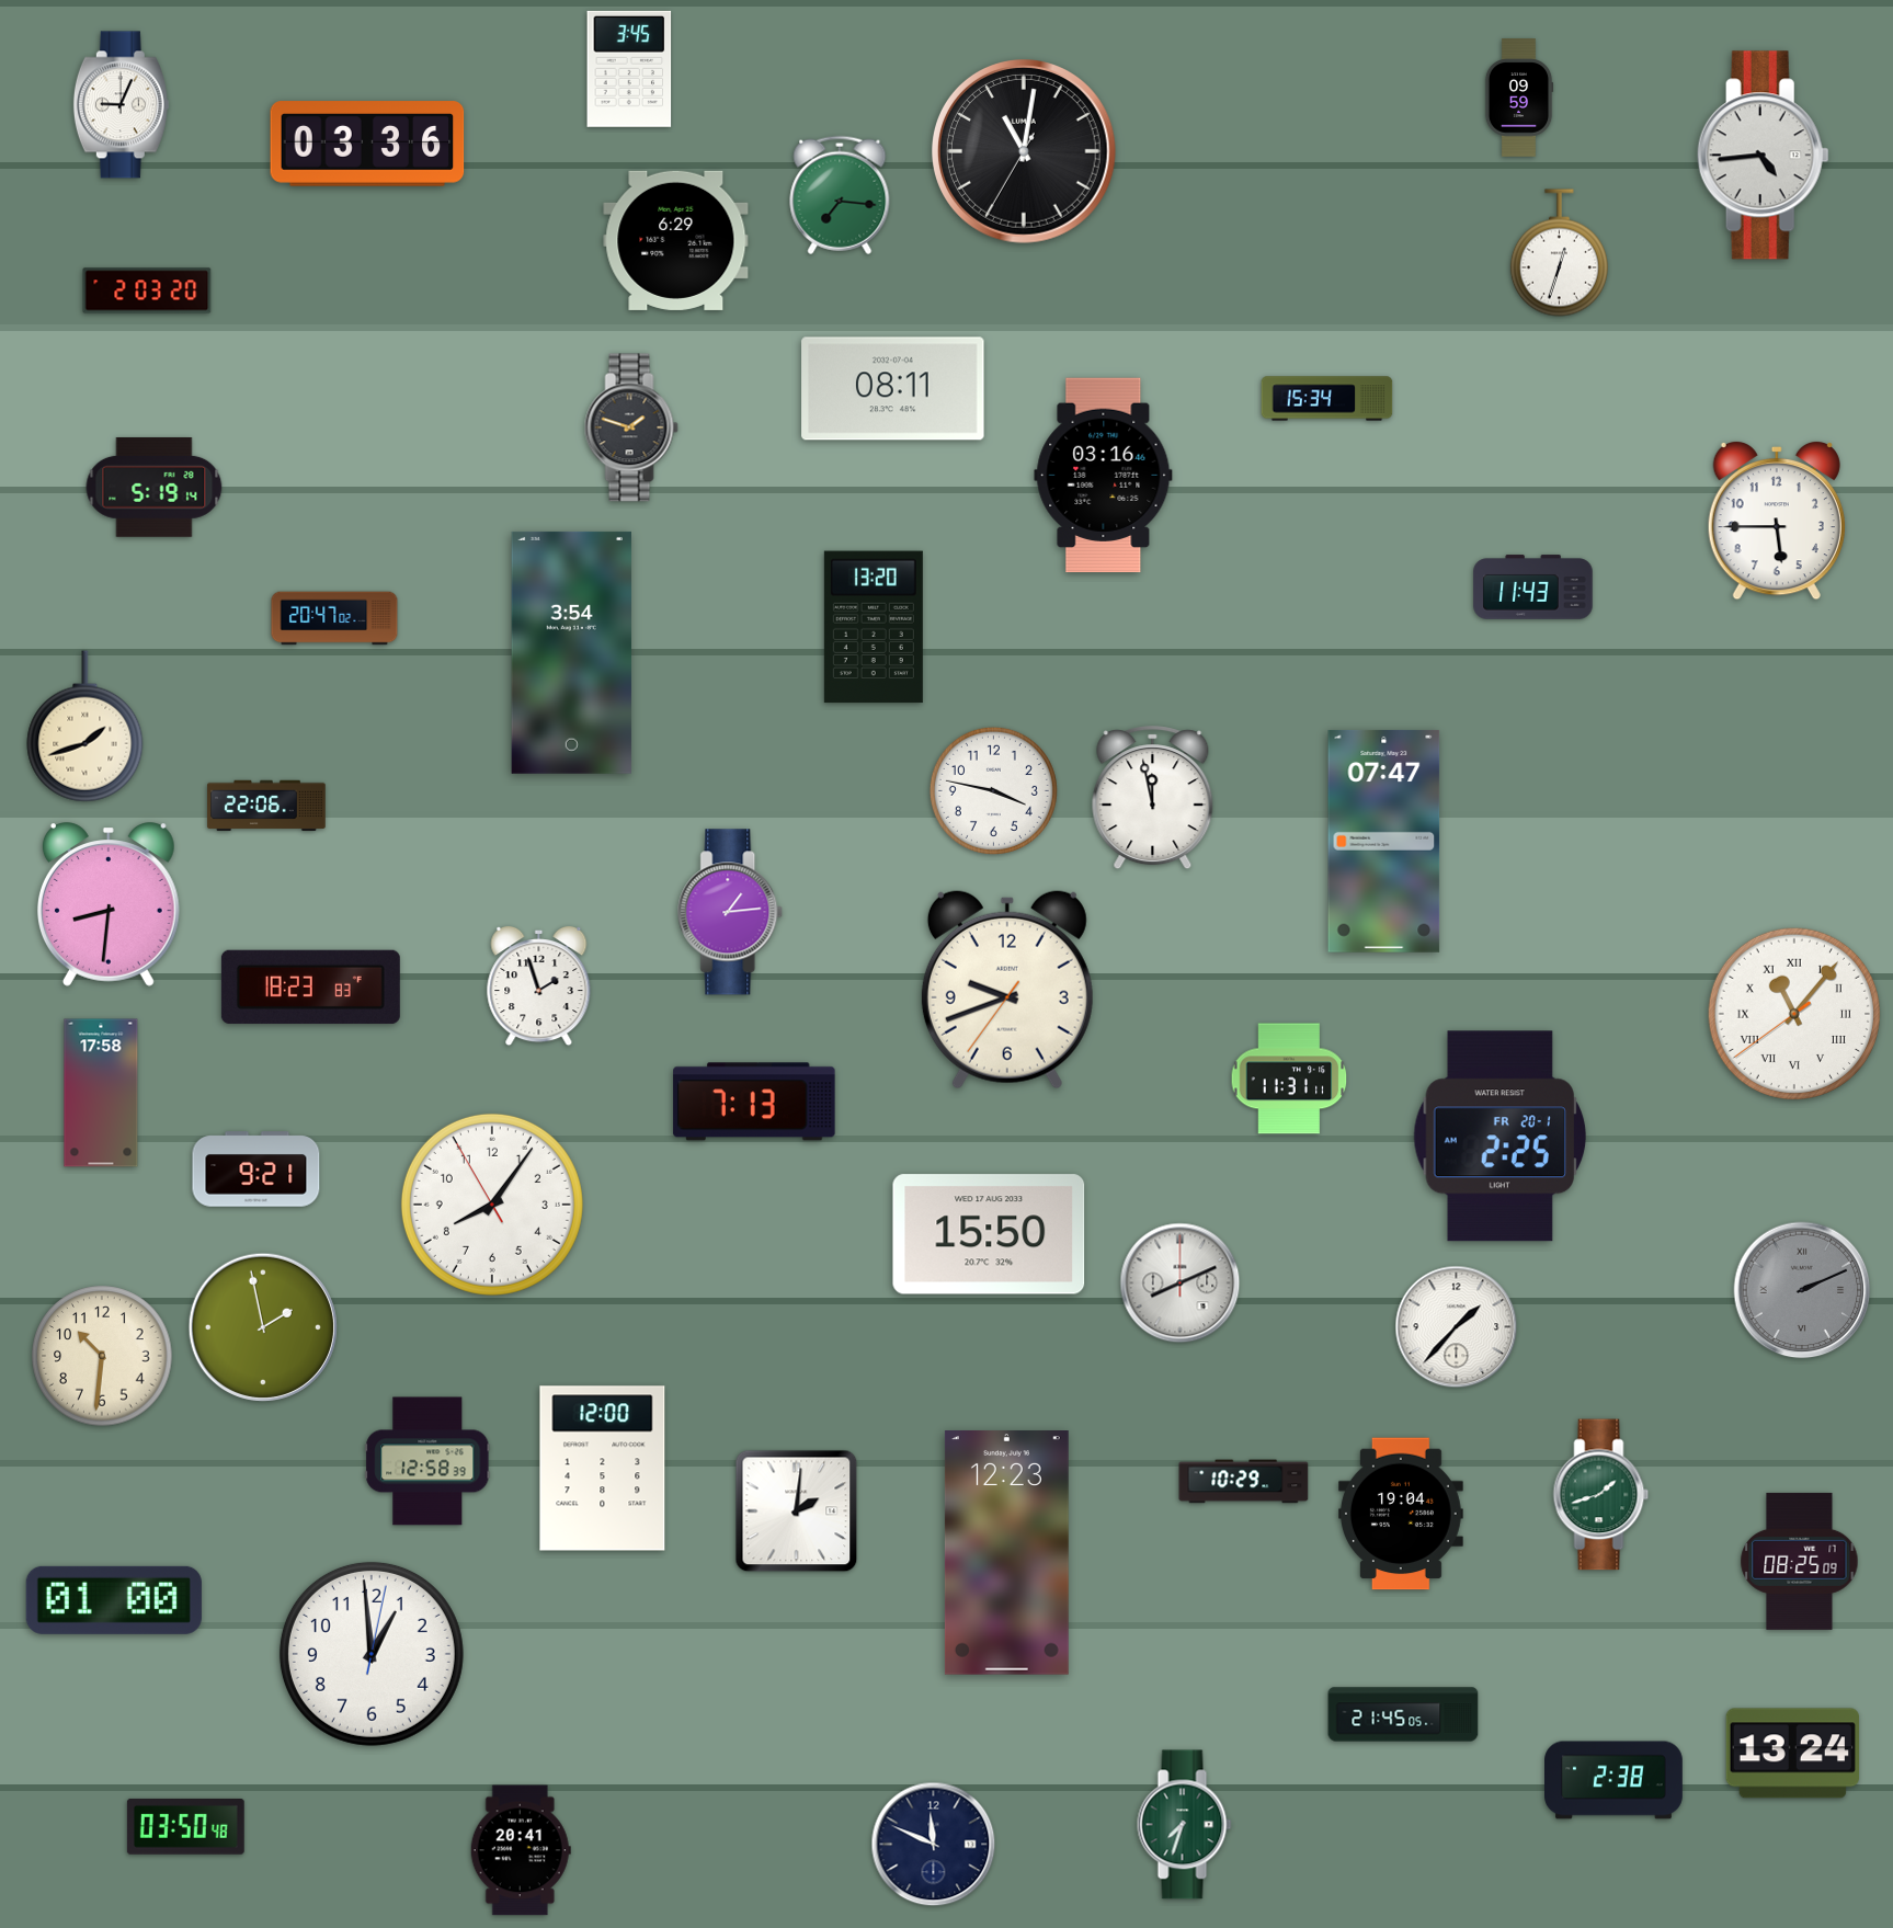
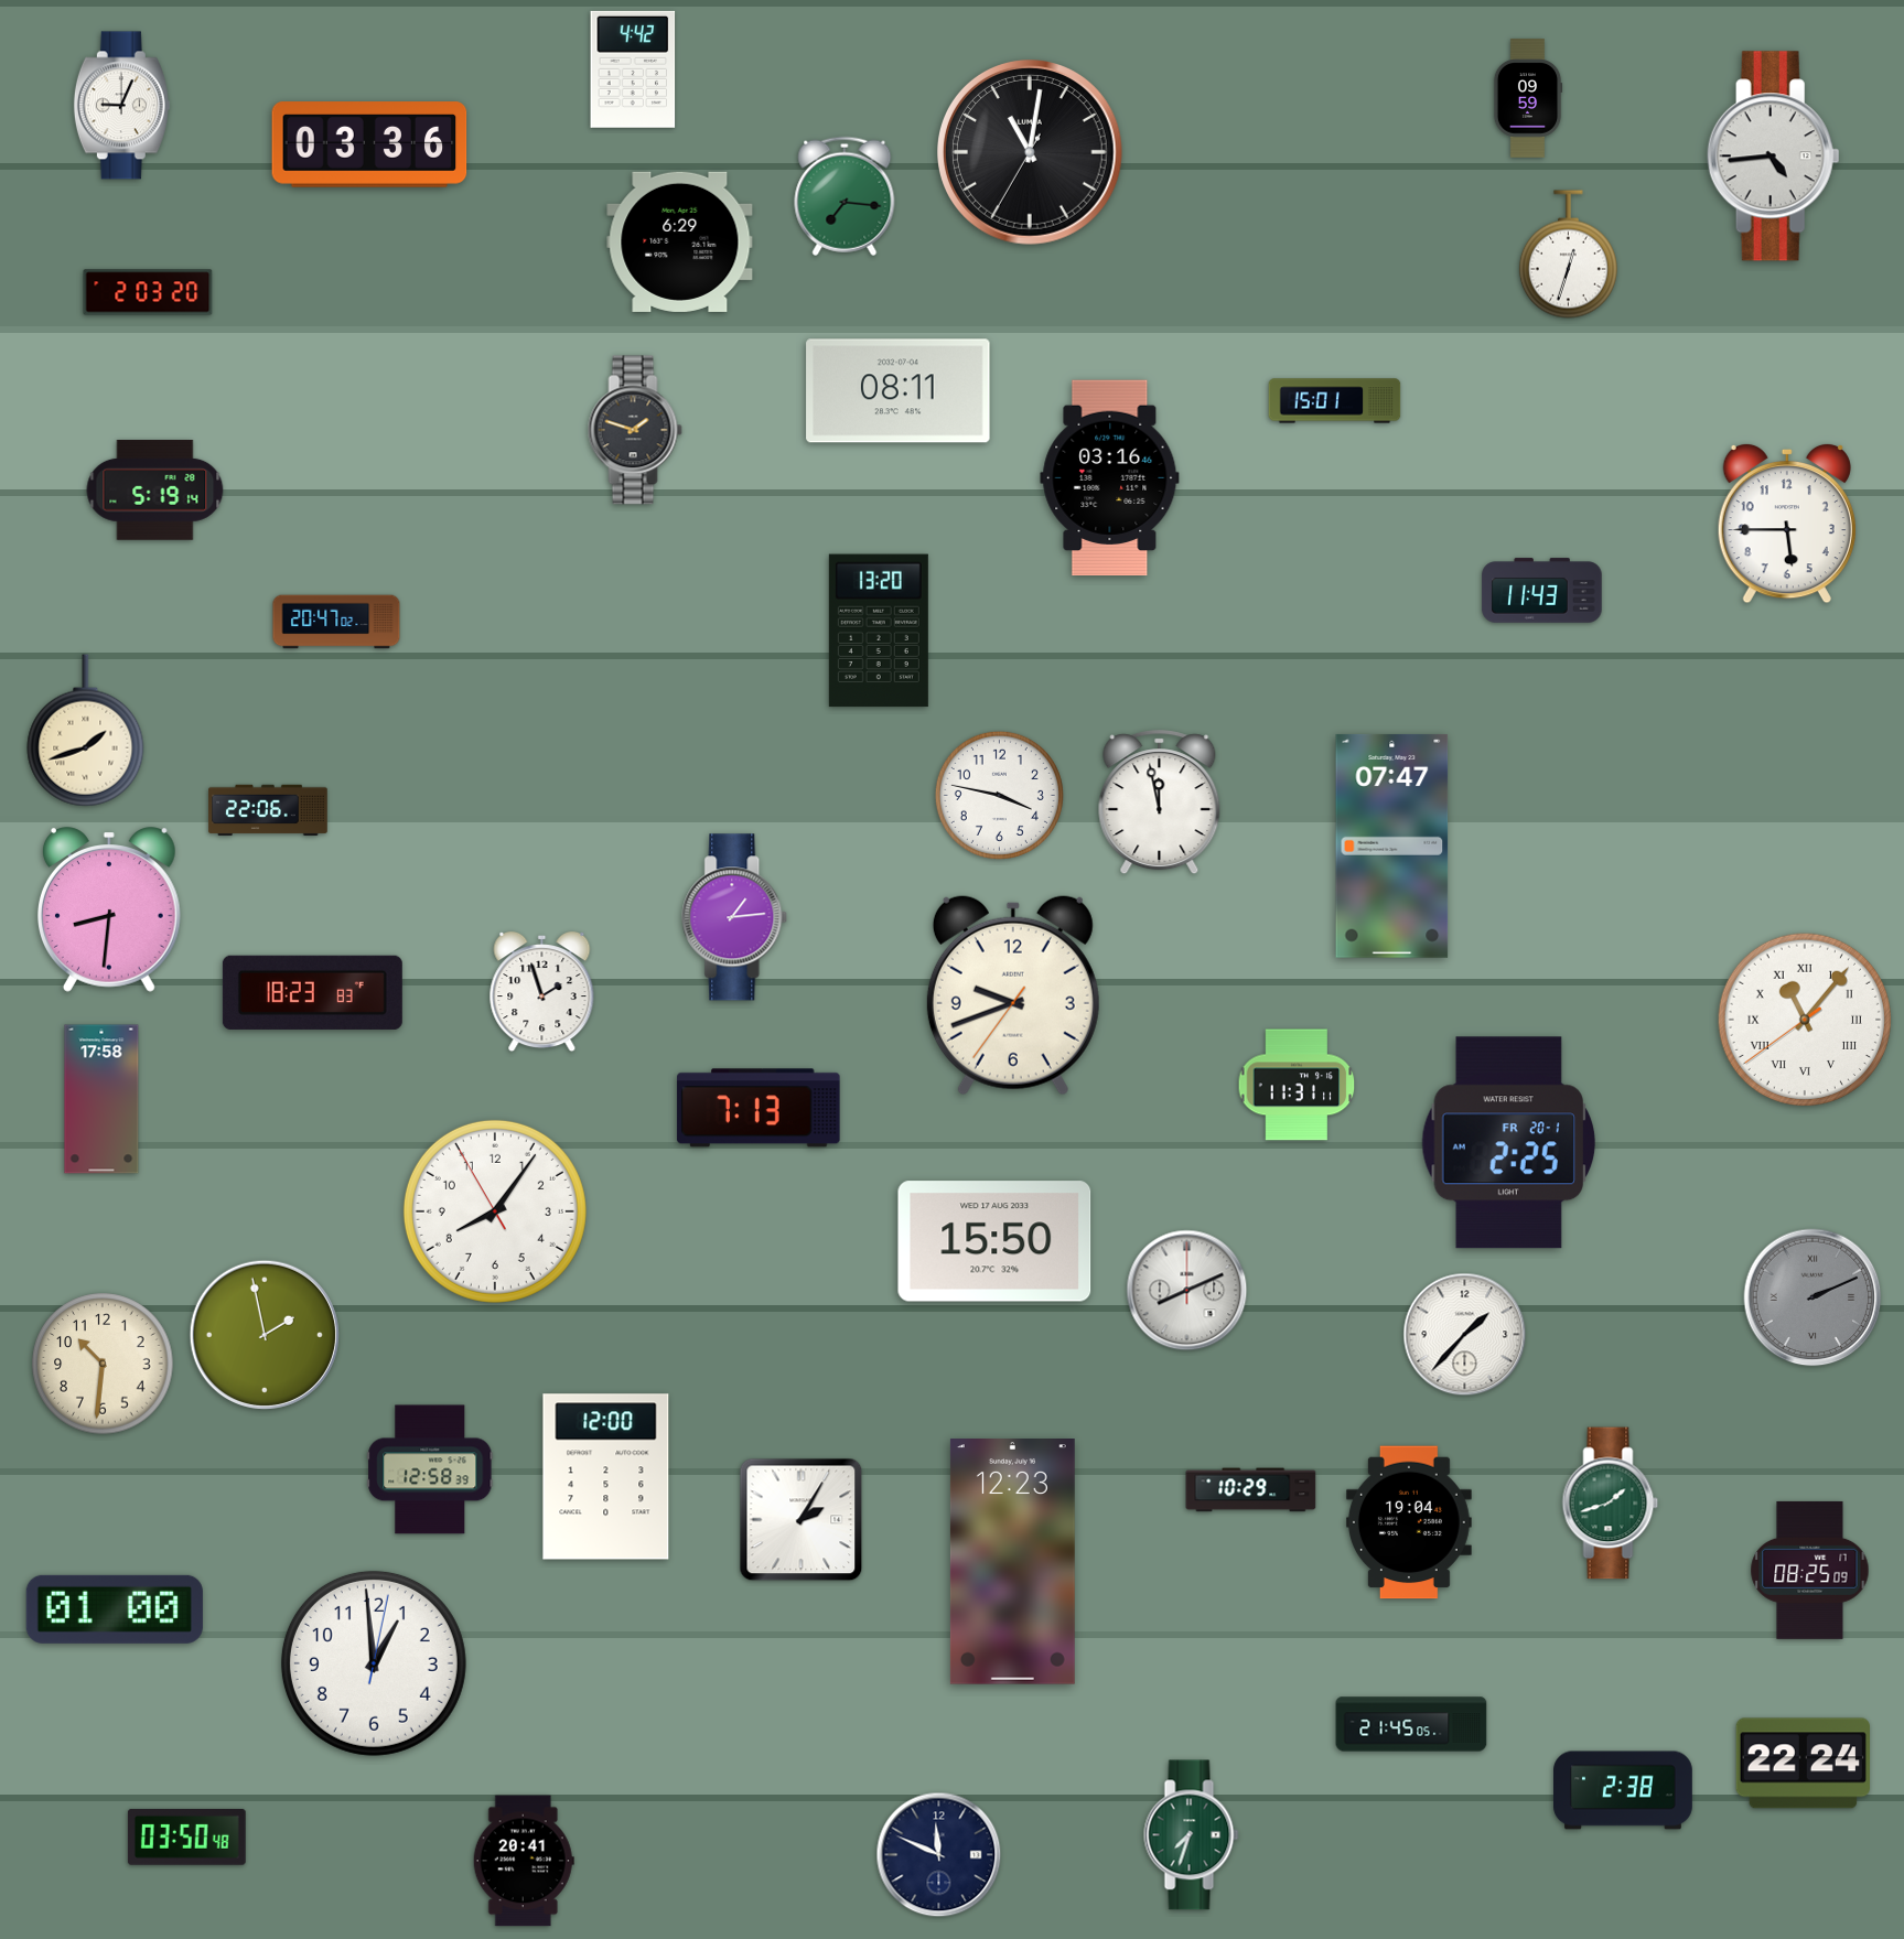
clock at (629, 69): 3:45 -> 4:42
clock at (1327, 399): 15:34 -> 15:01
clock at (571, 652): 3:54 -> none
clock at (256, 1170): 9:21 -> none
clock at (797, 1511): 2:01 -> 2:05
clock at (1792, 1754): 13:24 -> 22:24
